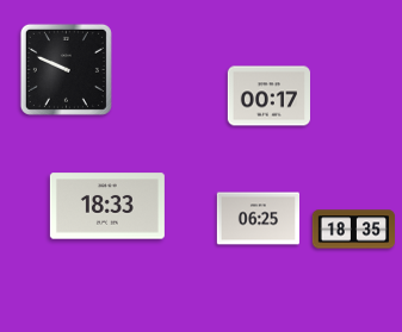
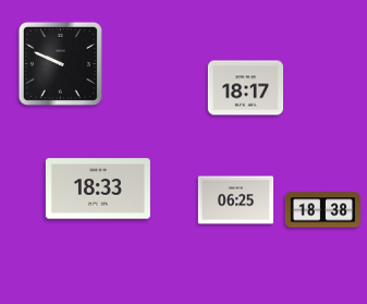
clock at (268, 96): 00:17 -> 18:17
clock at (353, 230): 18:35 -> 18:38
